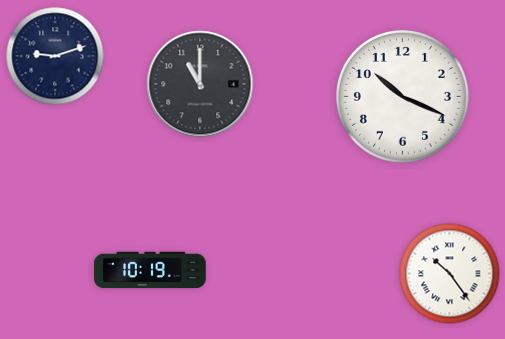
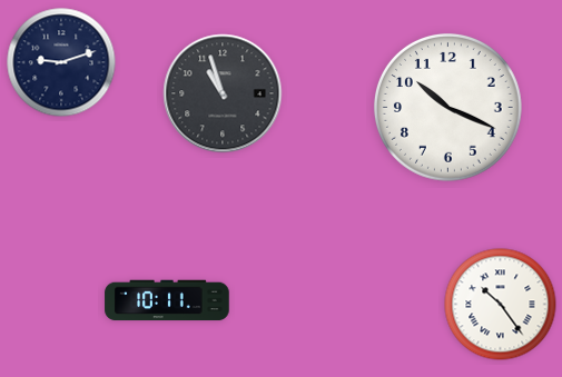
clock at (200, 84): 11:00 -> 10:57
clock at (150, 270): 10:19 -> 10:11
